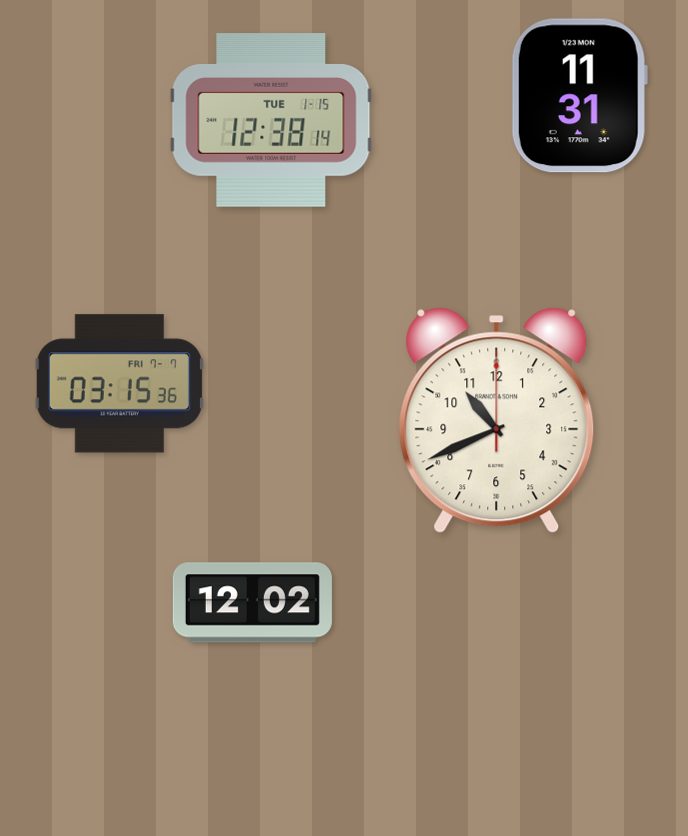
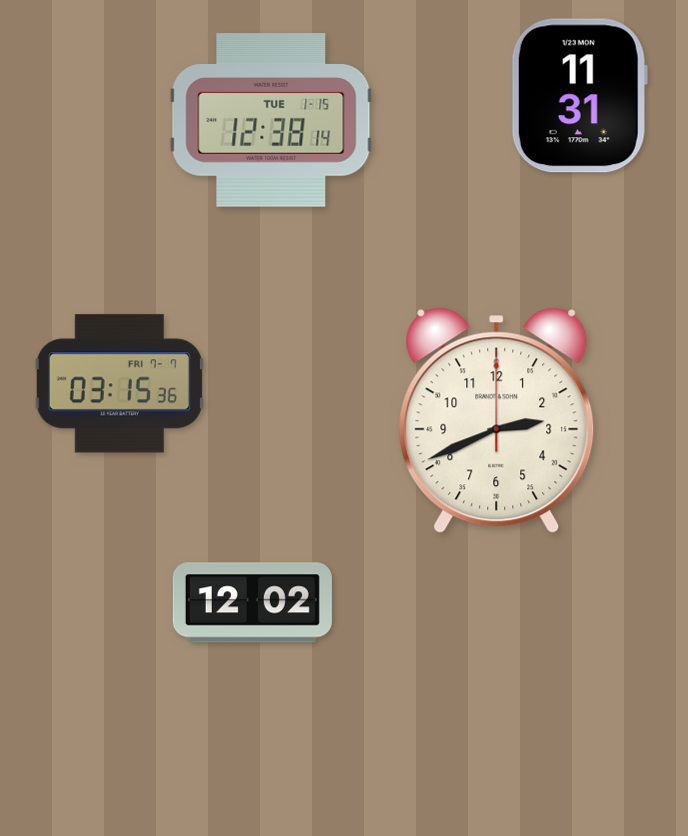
clock at (497, 421): 10:41 -> 2:41
